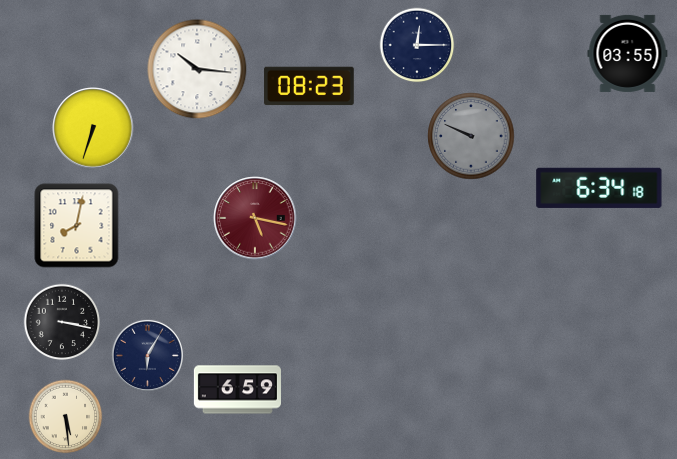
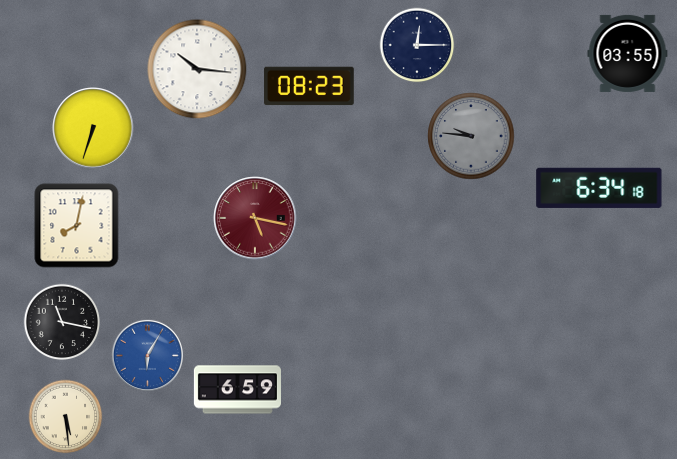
clock at (471, 136): 9:49 -> 9:46
clock at (62, 322): 3:17 -> 11:17
clock at (147, 355) dial: navy -> blue
